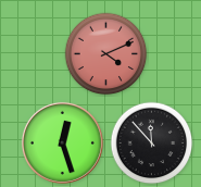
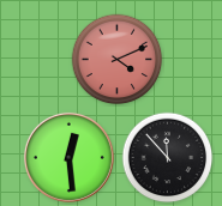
clock at (62, 142): 12:27 -> 12:29
